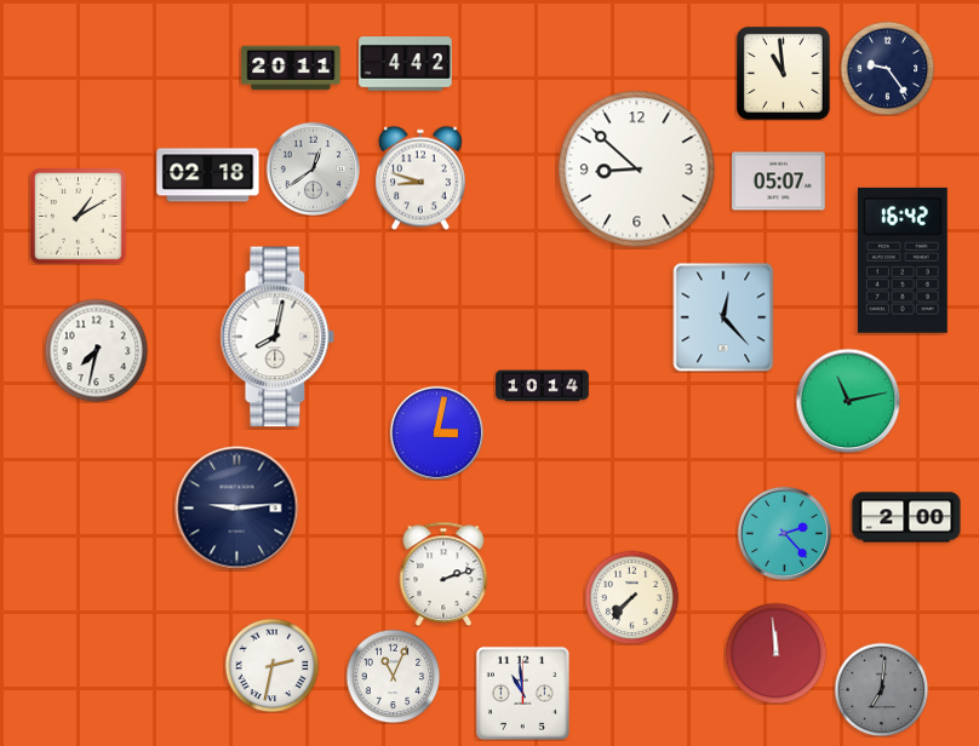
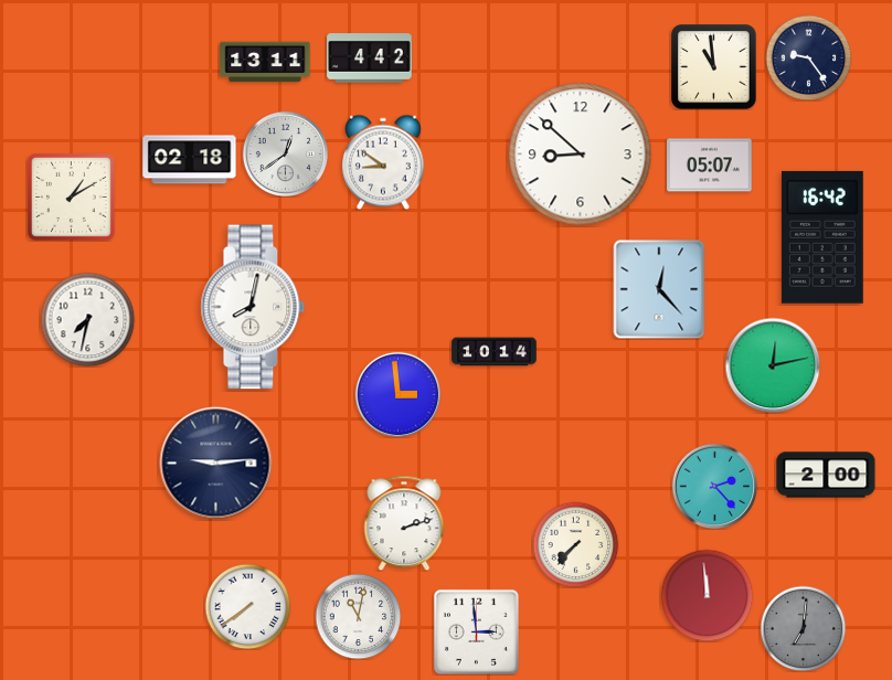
clock at (291, 68): 20:11 -> 13:11
clock at (887, 68) position: (887, 68) -> (808, 57)
clock at (422, 178): 8:48 -> 8:51
clock at (848, 401): 11:13 -> 12:13
clock at (436, 432): 3:02 -> 2:59
clock at (906, 517) position: (906, 517) -> (826, 475)
clock at (271, 665): 2:32 -> 7:39
clock at (393, 676): 11:04 -> 11:02
clock at (522, 693): 10:59 -> 2:59
